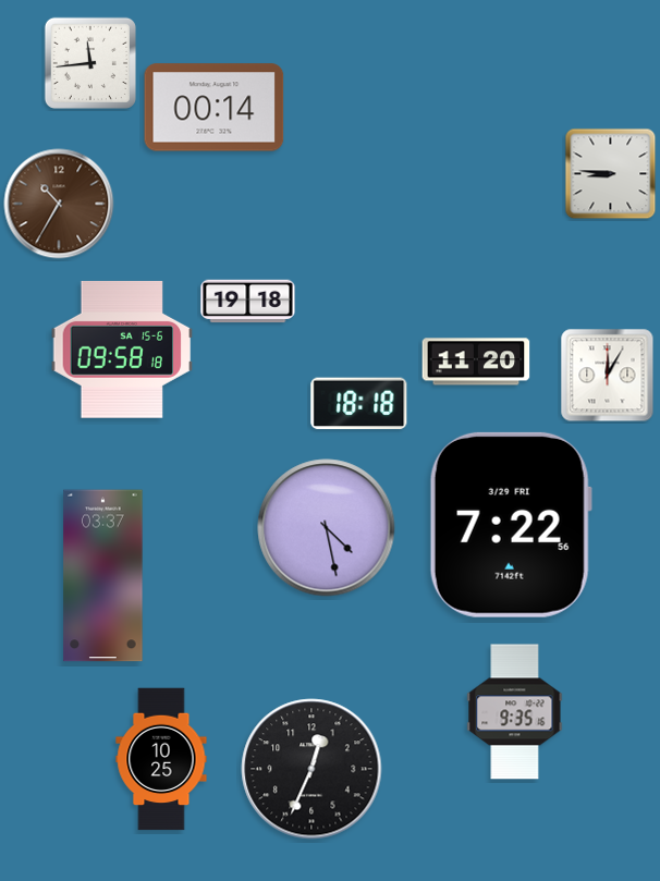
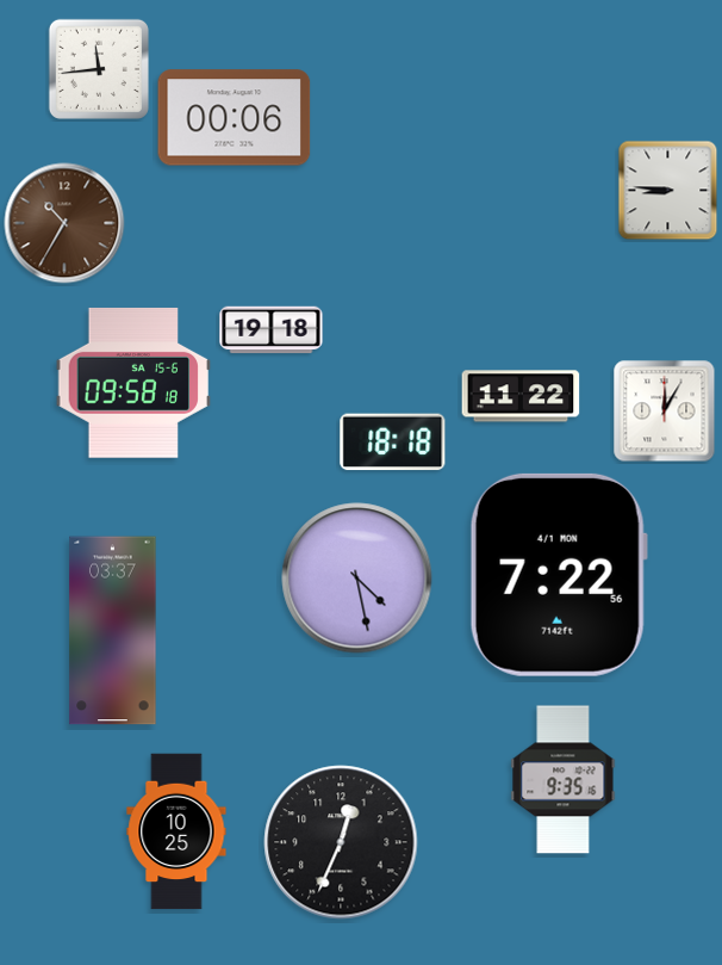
clock at (215, 108): 00:14 -> 00:06
clock at (476, 362): 11:20 -> 11:22
clock at (511, 525) date: 3/29 FRI -> 4/1 MON
